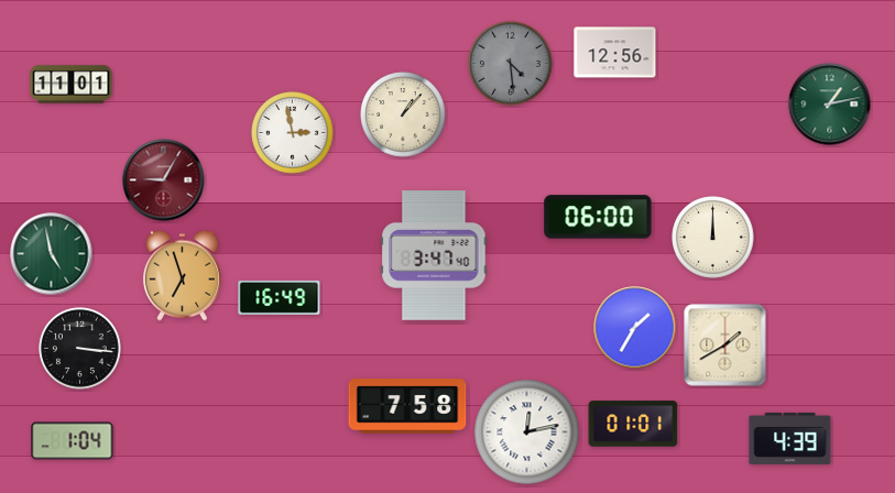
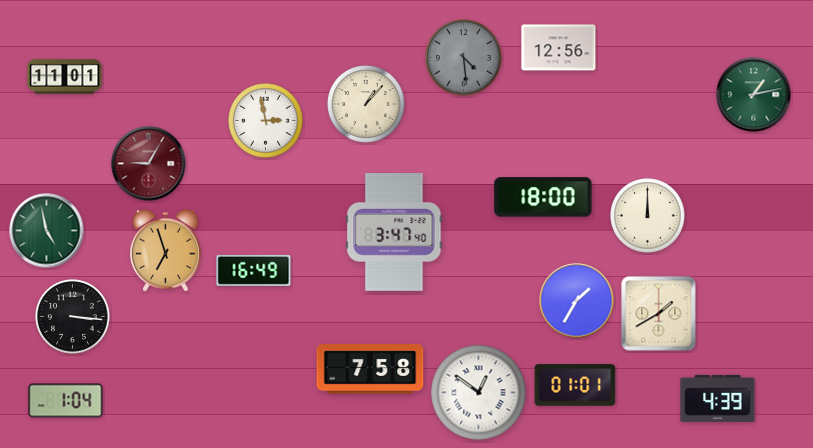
clock at (598, 217): 06:00 -> 18:00
clock at (635, 328) position: (635, 328) -> (577, 301)
clock at (527, 432): 12:13 -> 12:51
